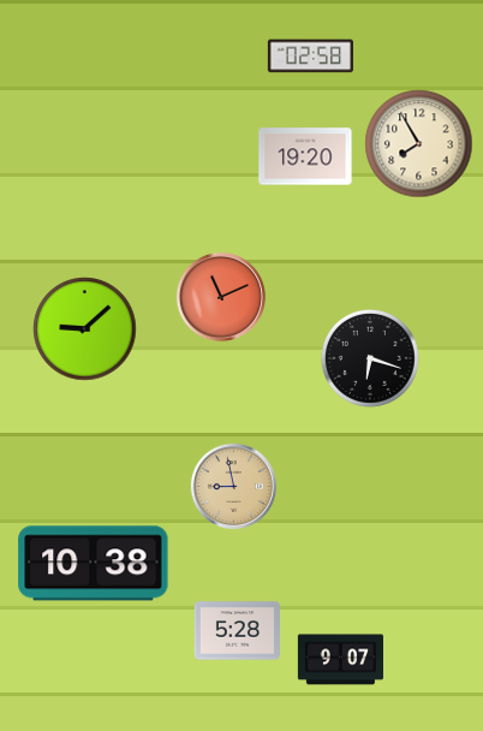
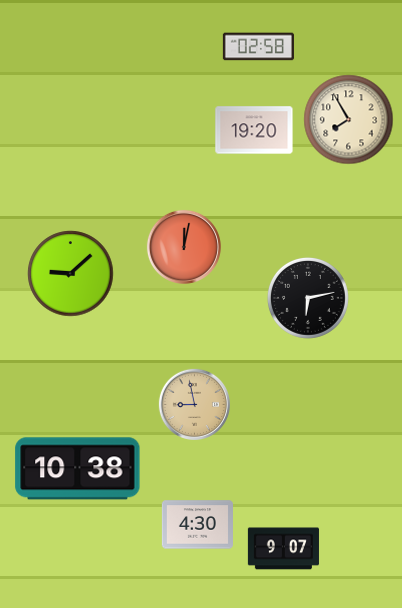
clock at (221, 297): 11:11 -> 12:02
clock at (370, 358): 6:18 -> 6:13
clock at (237, 631): 5:28 -> 4:30
